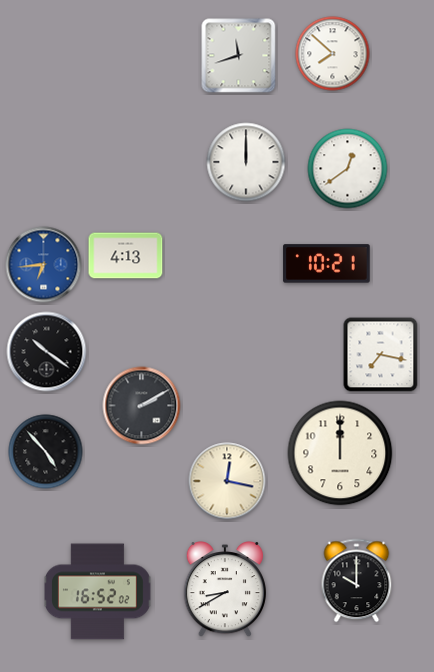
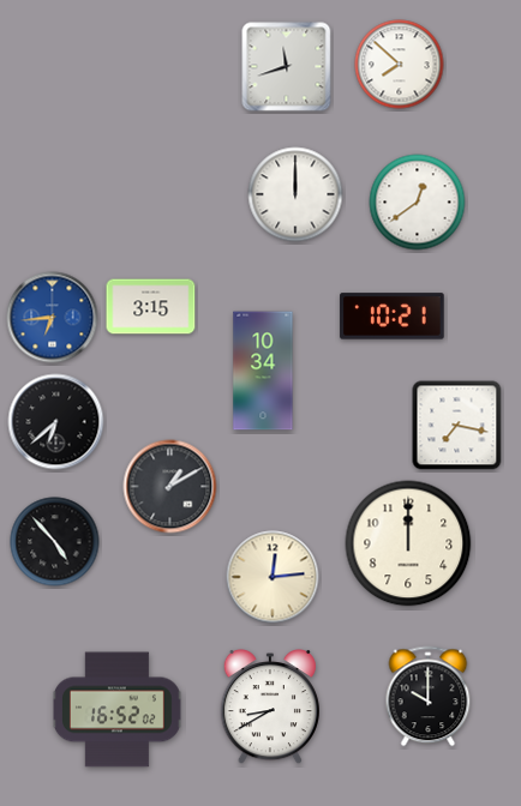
clock at (126, 256): 4:13 -> 3:15
clock at (263, 371): none -> 10:34
clock at (47, 352): 10:21 -> 6:38
clock at (142, 406): 2:10 -> 1:10
clock at (227, 481): 12:17 -> 12:14
